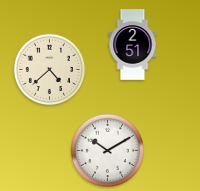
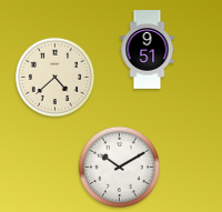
clock at (133, 45): 2:51 -> 9:51
